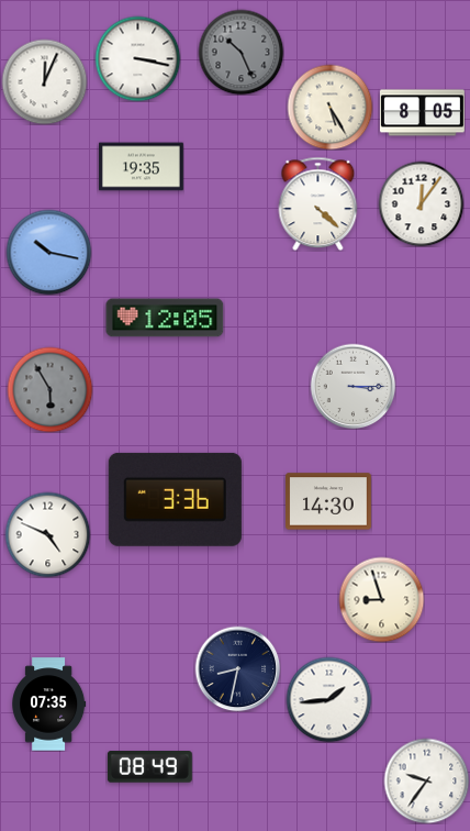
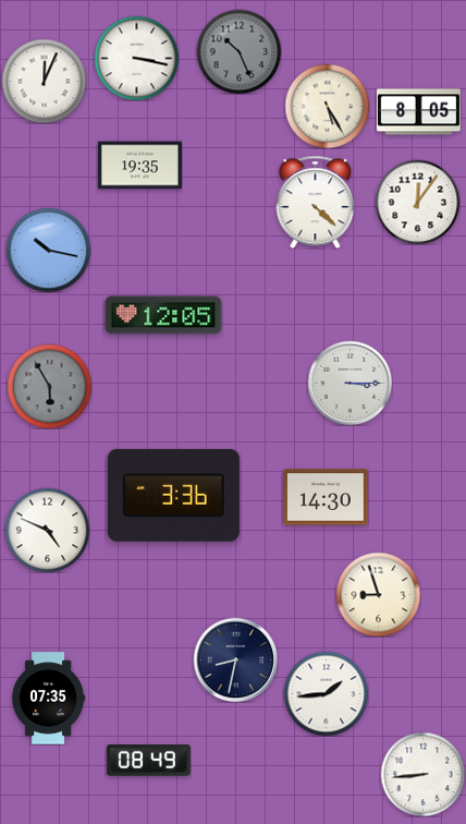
clock at (237, 668) position: (237, 668) -> (235, 659)
clock at (426, 780): 9:36 -> 8:44
